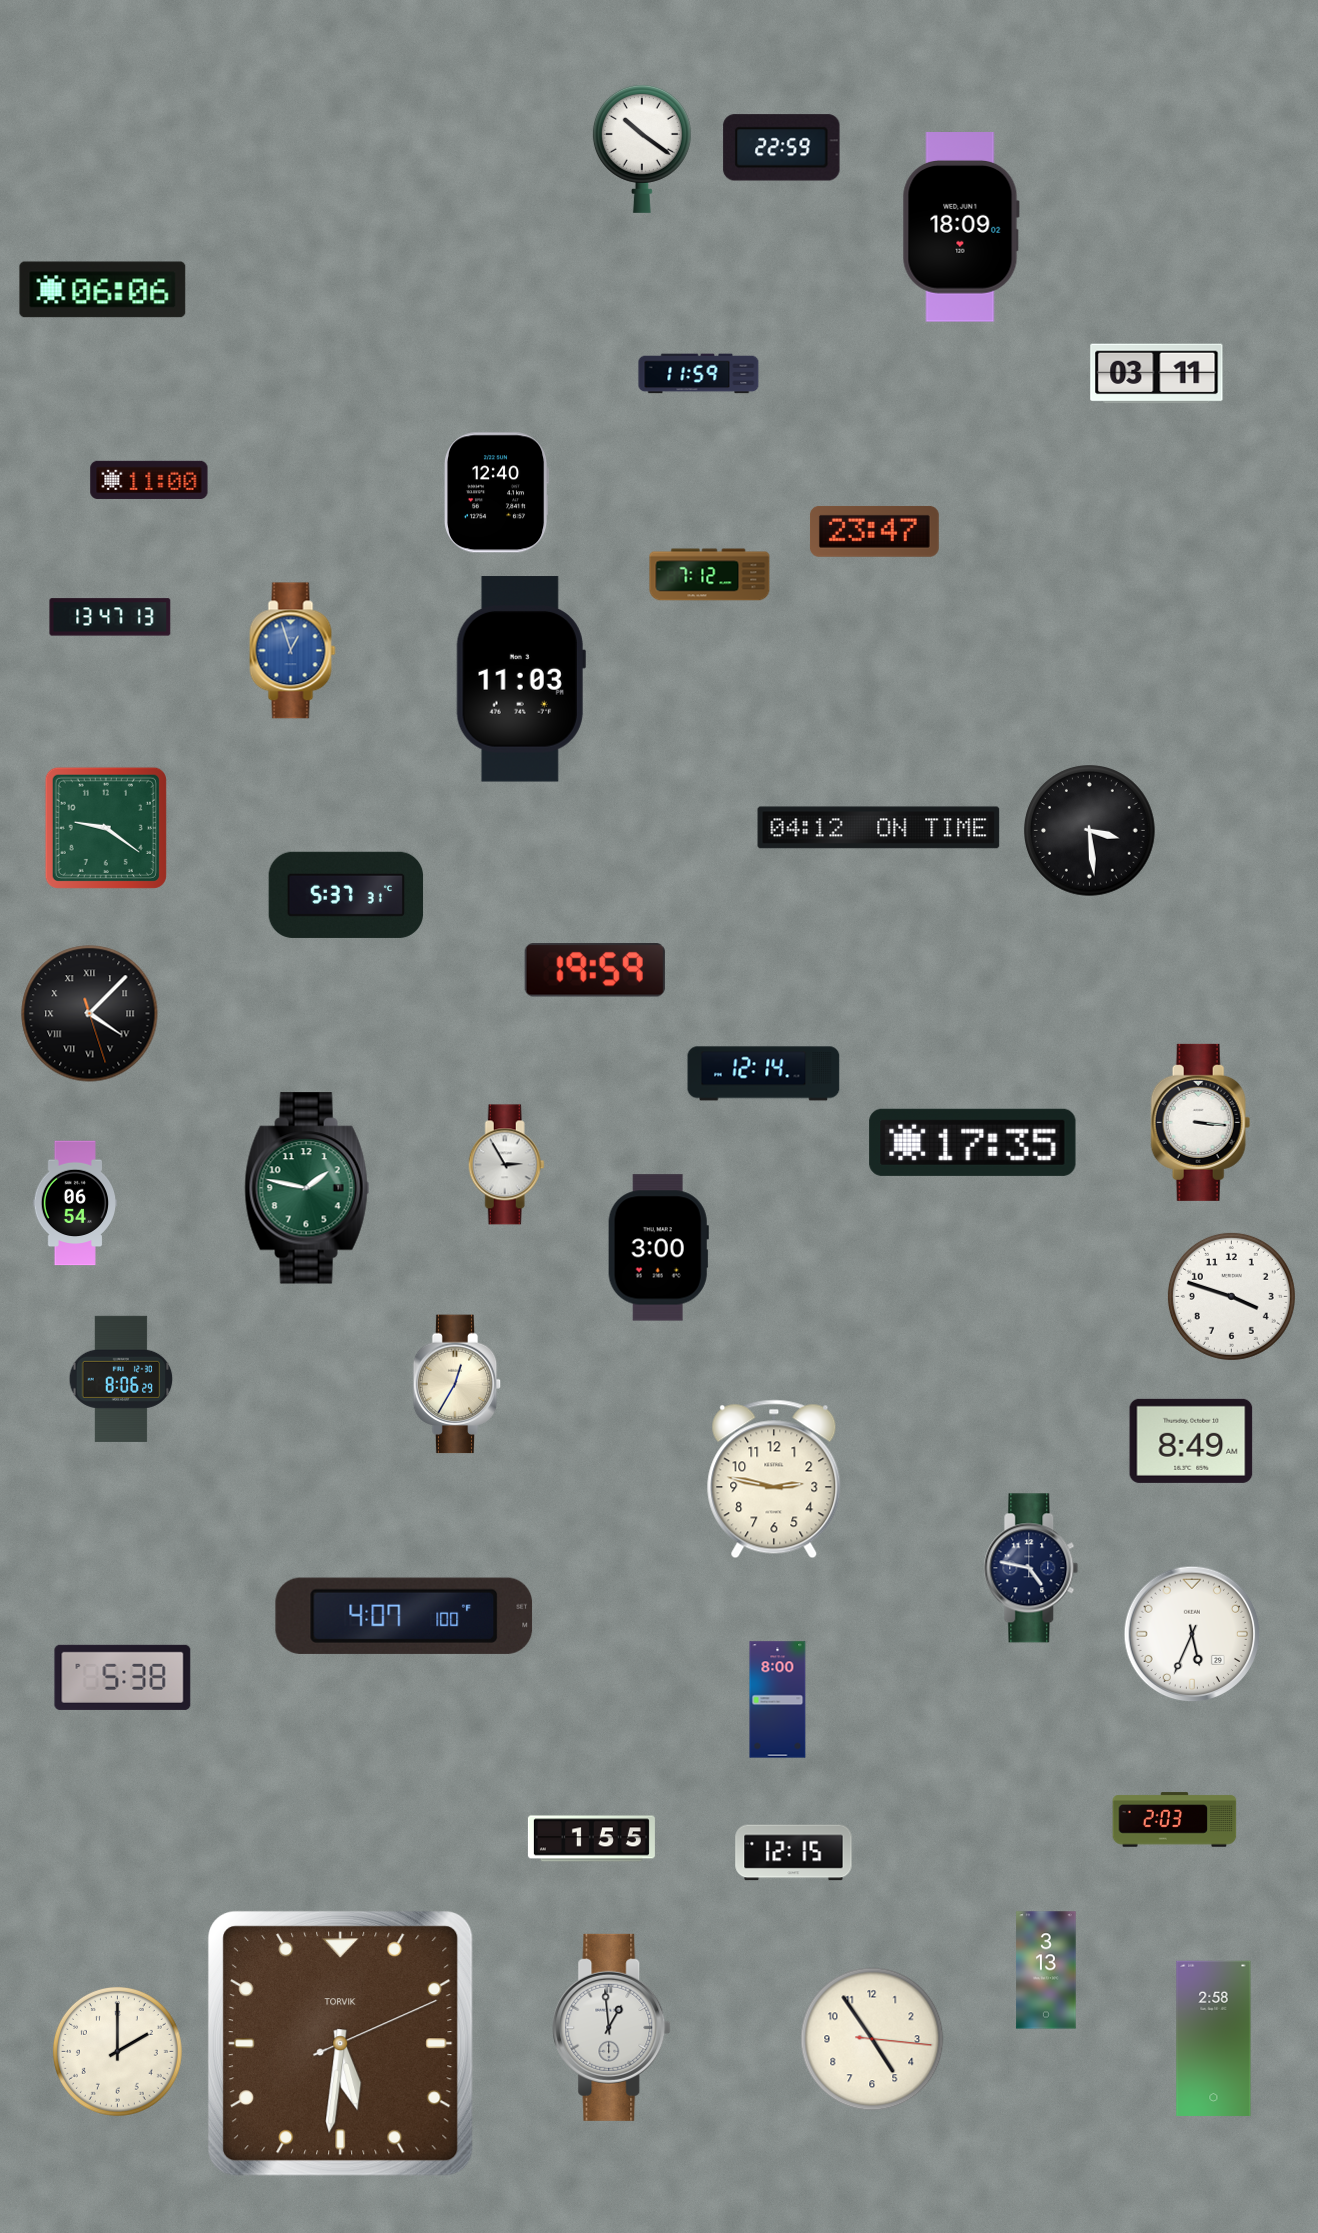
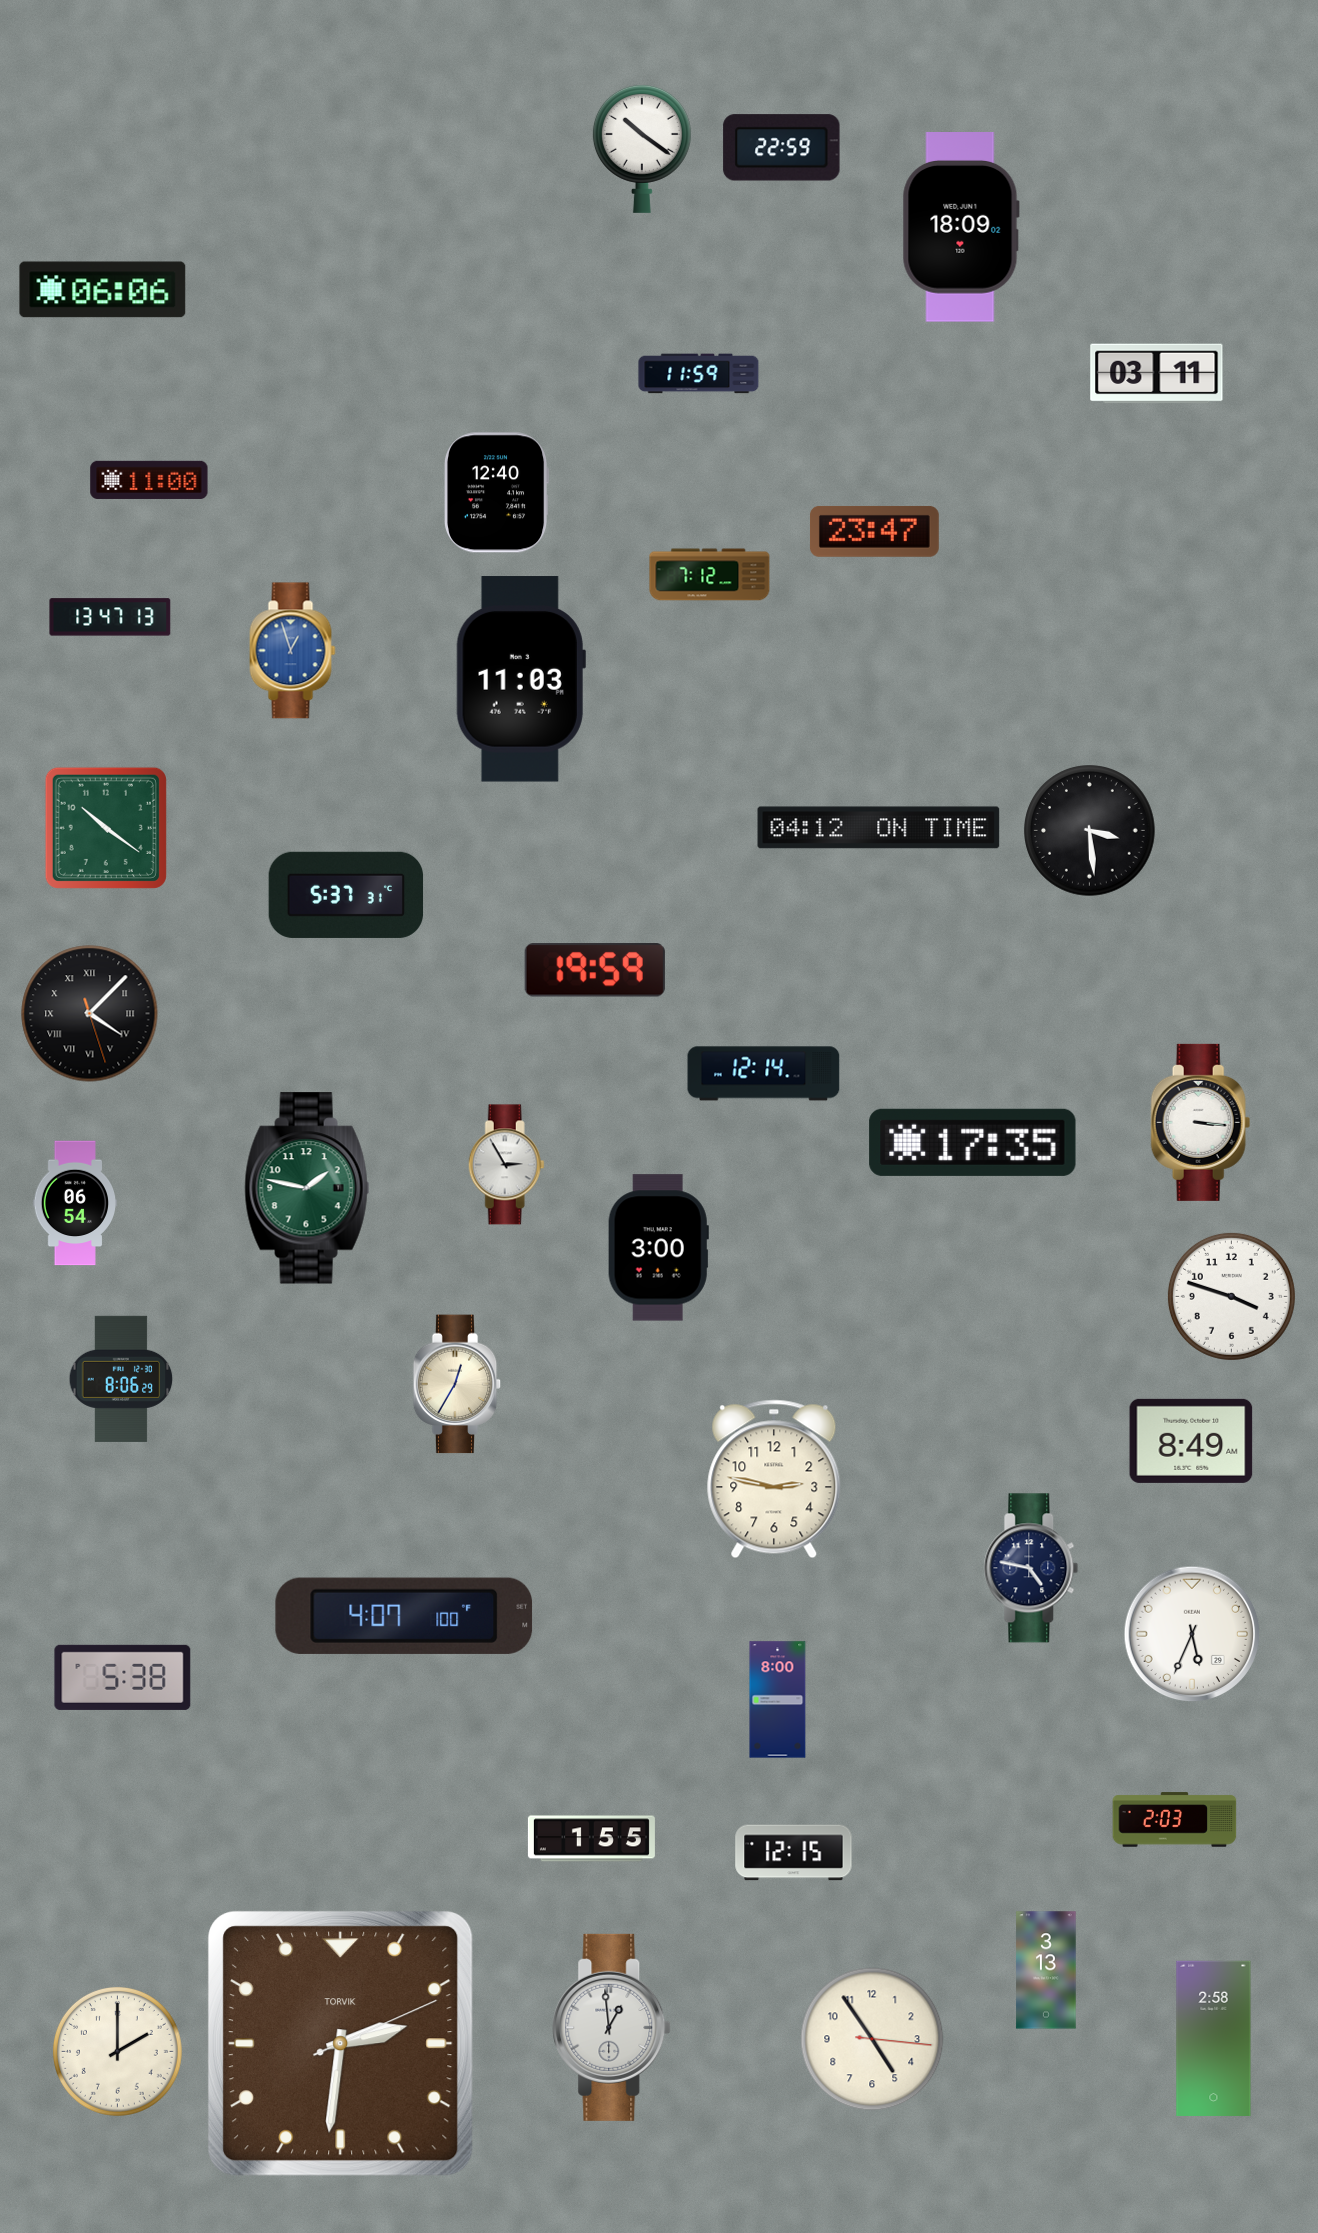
clock at (106, 828): 9:21 -> 10:21
clock at (341, 2044): 5:31 -> 2:31
